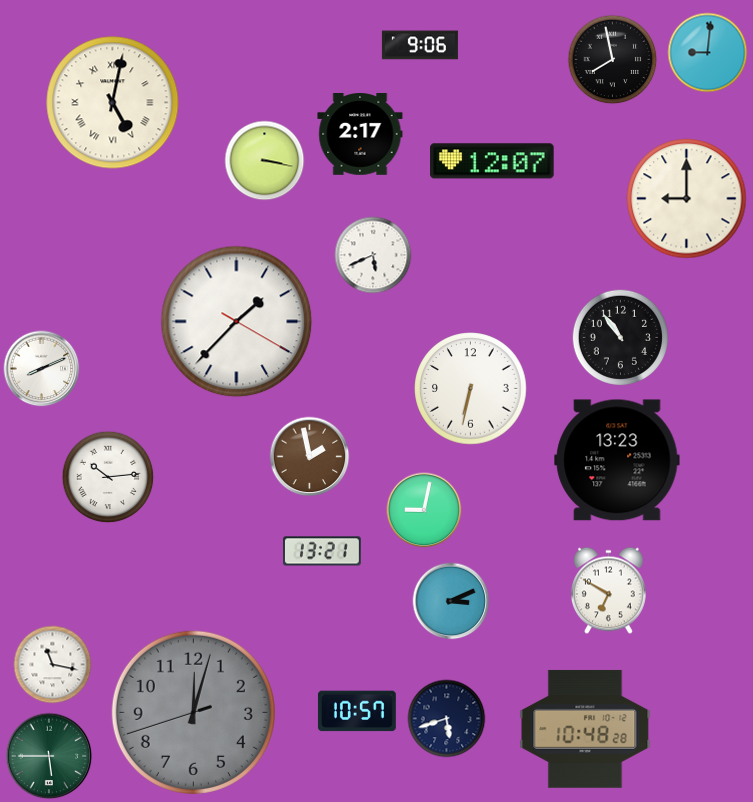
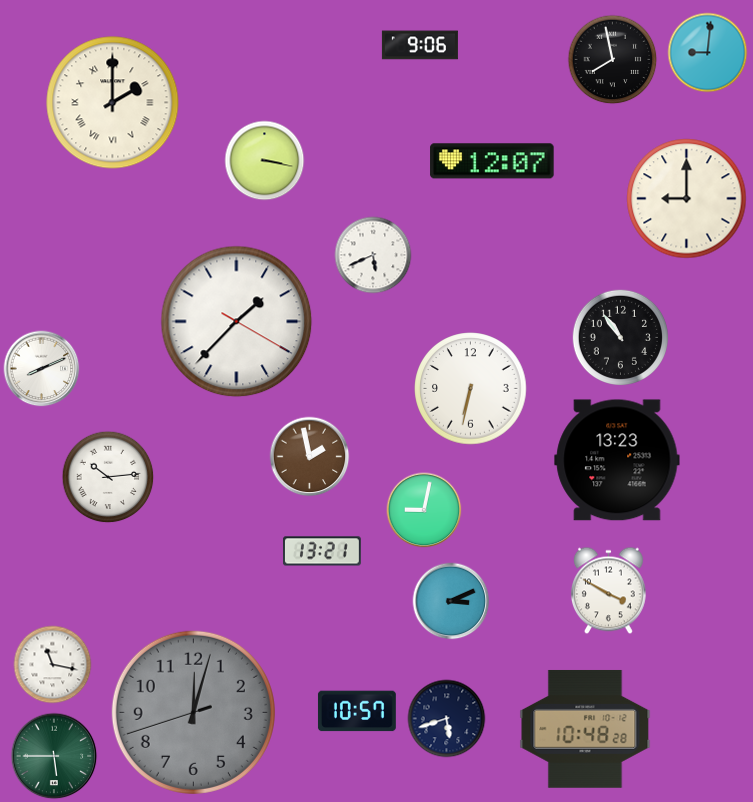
clock at (113, 103): 5:02 -> 2:00
clock at (360, 134): 2:17 -> none
clock at (608, 591): 6:50 -> 3:50
clock at (49, 756) position: (49, 756) -> (54, 756)
